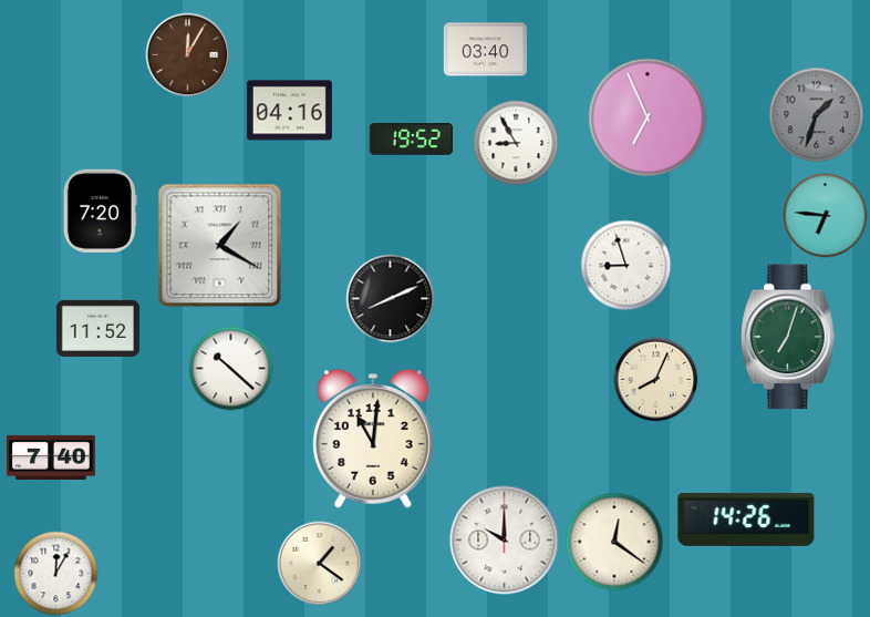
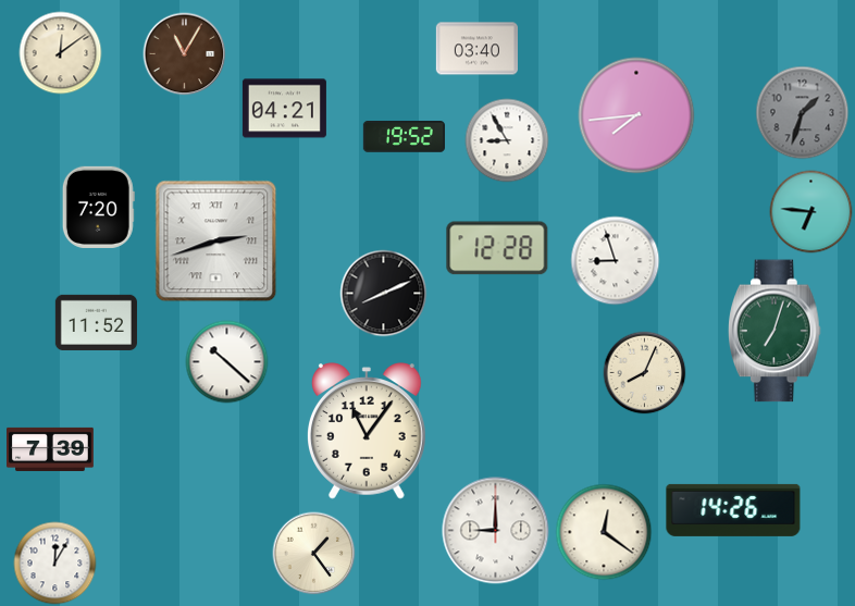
clock at (61, 53): none -> 12:09
clock at (188, 55): 12:05 -> 11:05
clock at (289, 111): 04:16 -> 04:21
clock at (648, 117): 6:56 -> 7:44
clock at (220, 246): 1:20 -> 2:42
clock at (497, 248): none -> 12:28
clock at (374, 439): 11:01 -> 11:06
clock at (52, 457): 7:40 -> 7:39
clock at (505, 541): 10:00 -> 9:00
clock at (320, 564): 1:21 -> 1:24
